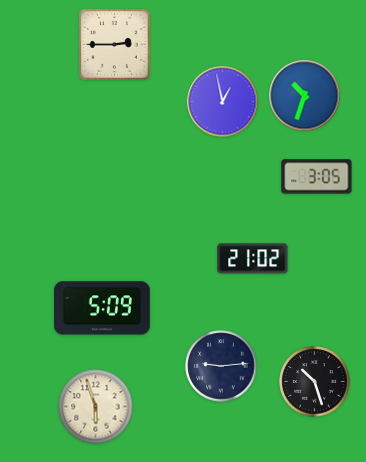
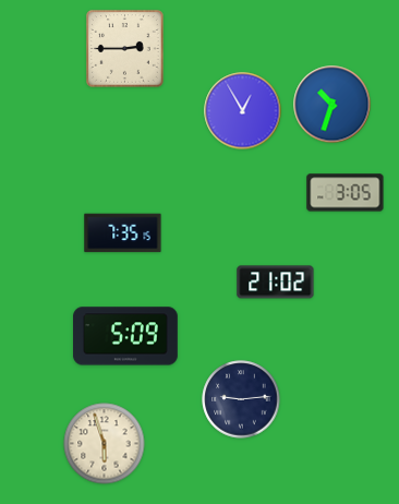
clock at (223, 102): 12:58 -> 12:55
clock at (123, 233): none -> 7:35
clock at (103, 308) position: (103, 308) -> (126, 336)
clock at (315, 382): 10:27 -> none
